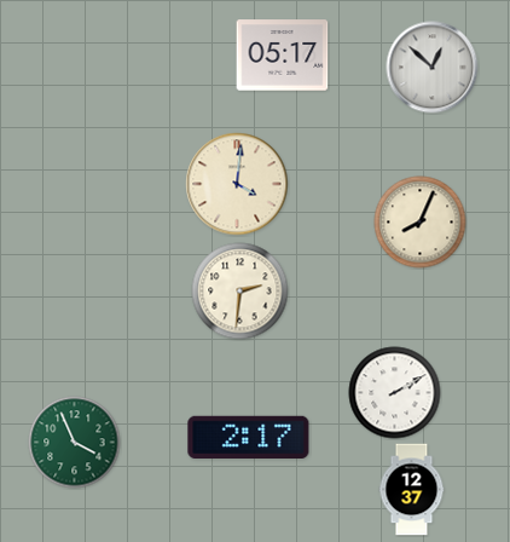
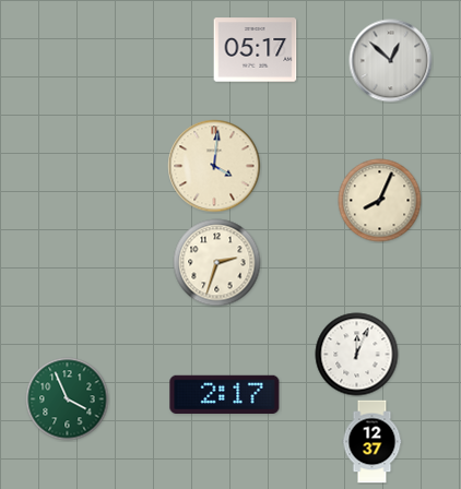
clock at (240, 292): 2:31 -> 2:33
clock at (395, 393): 2:10 -> 12:04
